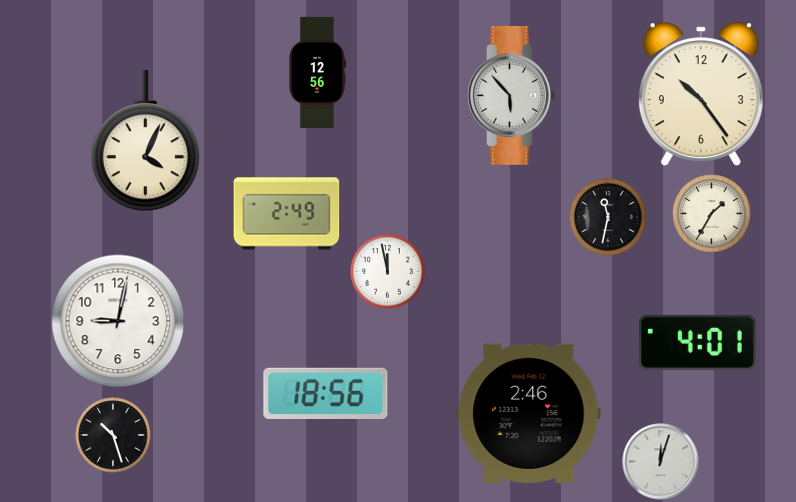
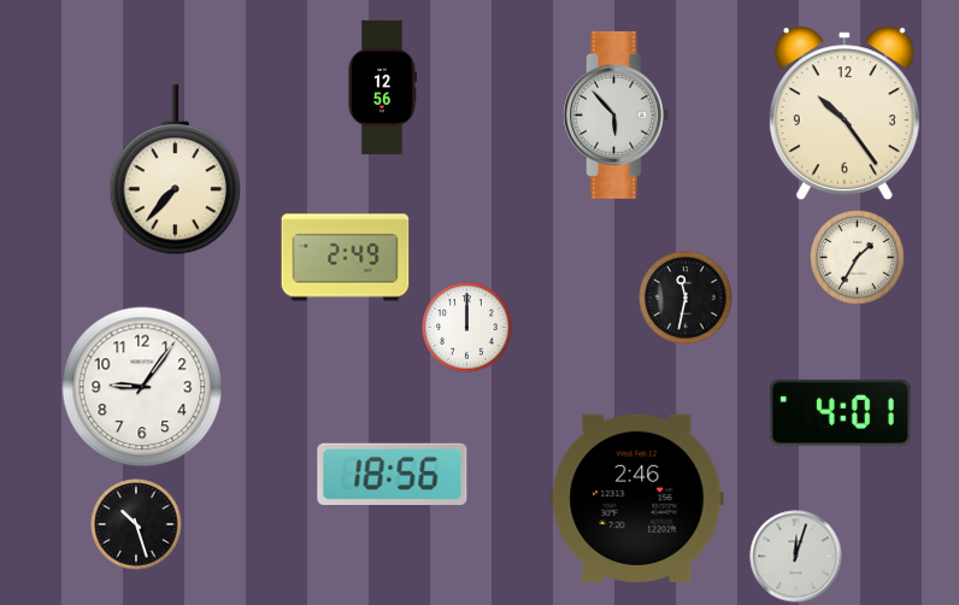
clock at (145, 141): 4:04 -> 7:37
clock at (608, 217) position: (608, 217) -> (686, 298)
clock at (388, 272): 11:58 -> 12:00
clock at (118, 321): 9:02 -> 9:06
